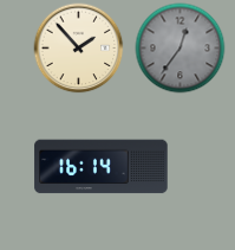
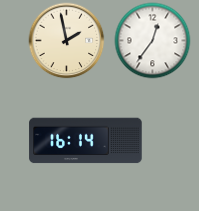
clock at (79, 49): 1:53 -> 1:58
clock at (181, 49) dial: grey -> white
